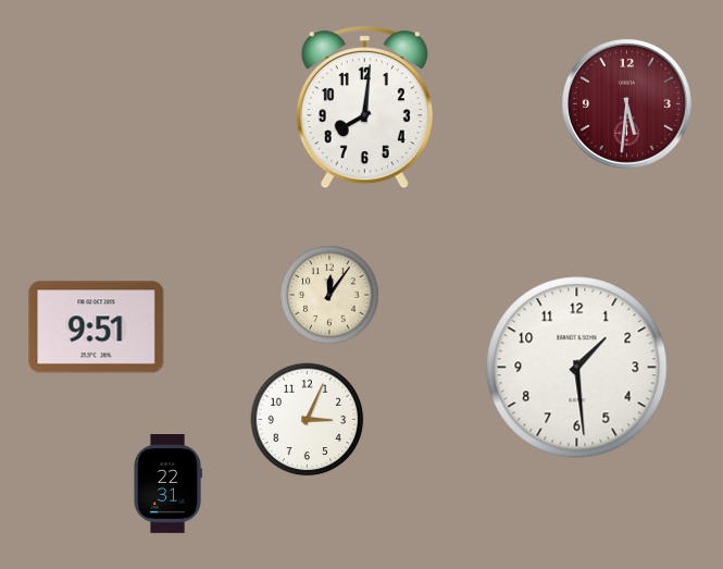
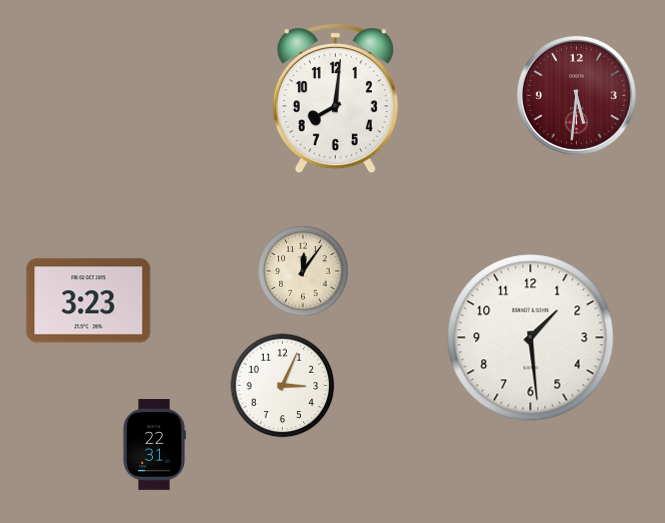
clock at (97, 327): 9:51 -> 3:23
